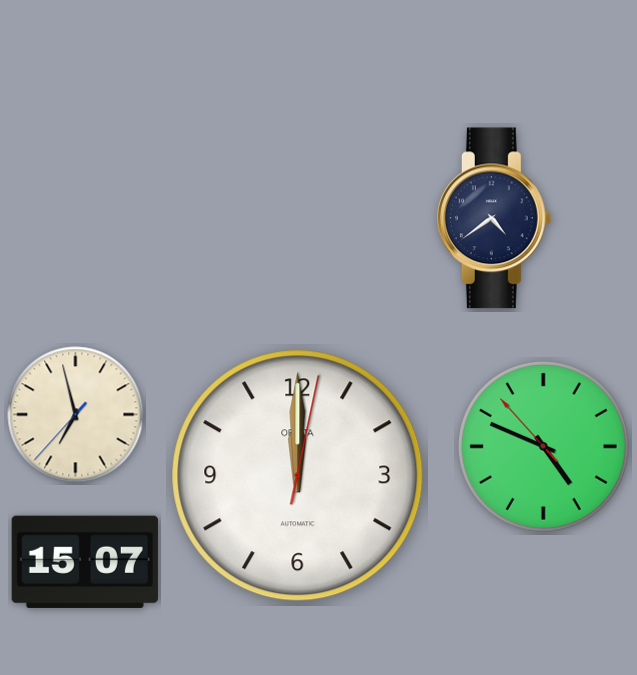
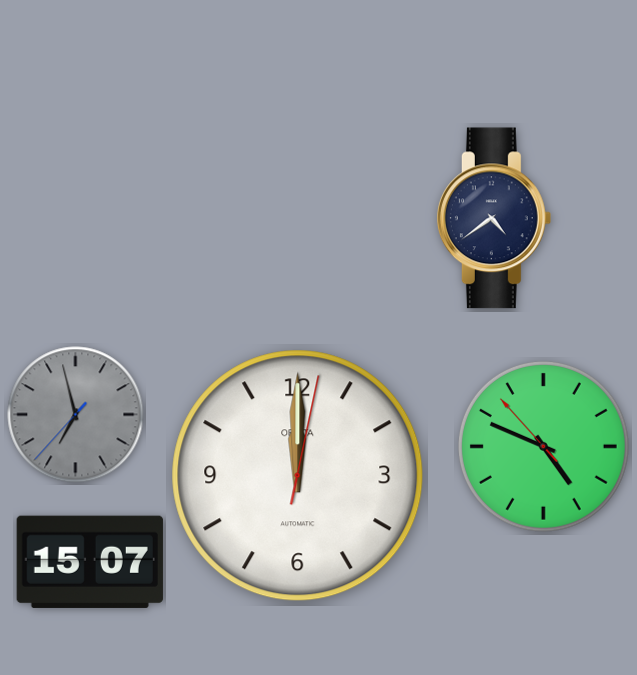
clock at (76, 415) dial: cream -> grey
clock at (85, 562) position: (85, 562) -> (90, 562)
